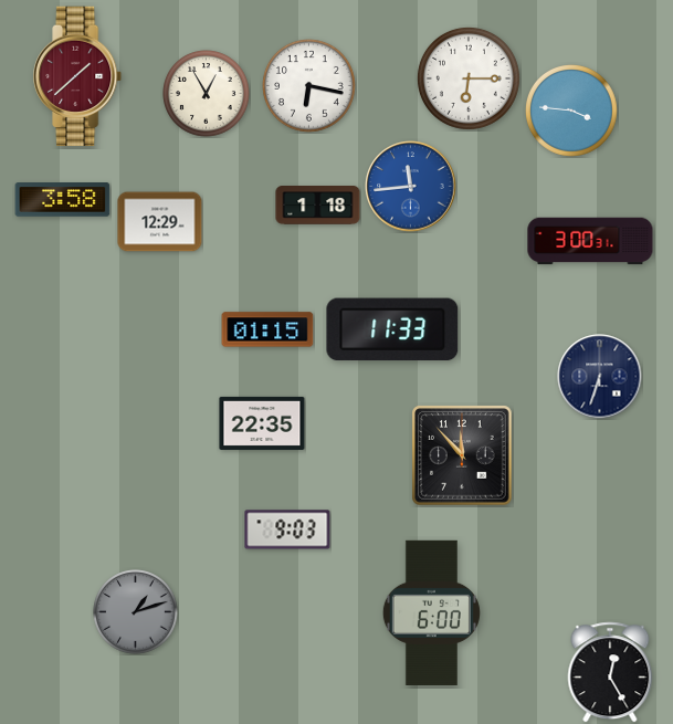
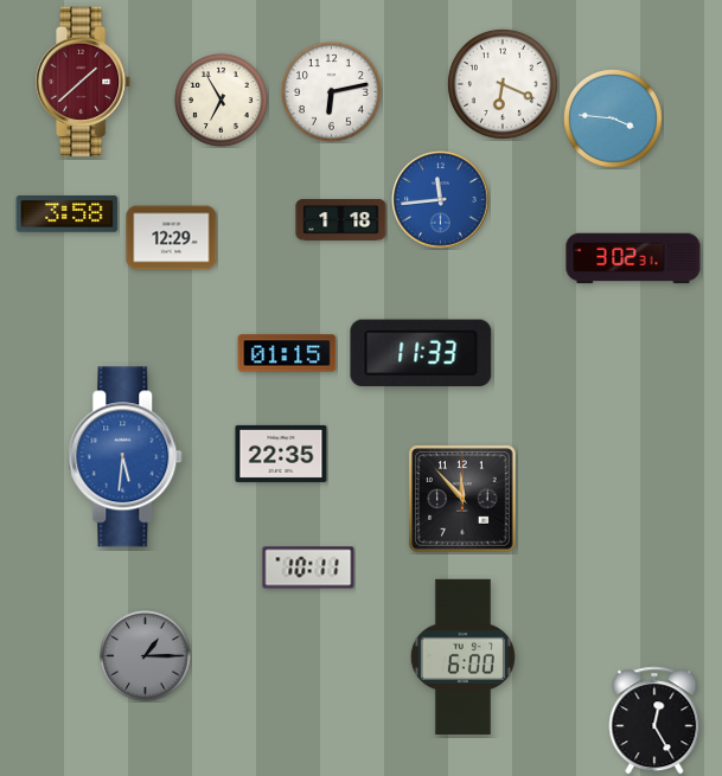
clock at (469, 78): 6:15 -> 6:19
clock at (309, 86): 6:17 -> 6:13
clock at (207, 94): 12:55 -> 6:55
clock at (590, 241): 3:00 -> 3:02
clock at (600, 377): 6:33 -> none
clock at (126, 457): none -> 5:31
clock at (462, 455) position: (462, 455) -> (462, 499)
clock at (287, 529): 9:03 -> 10:11
clock at (136, 612): 1:12 -> 1:15
